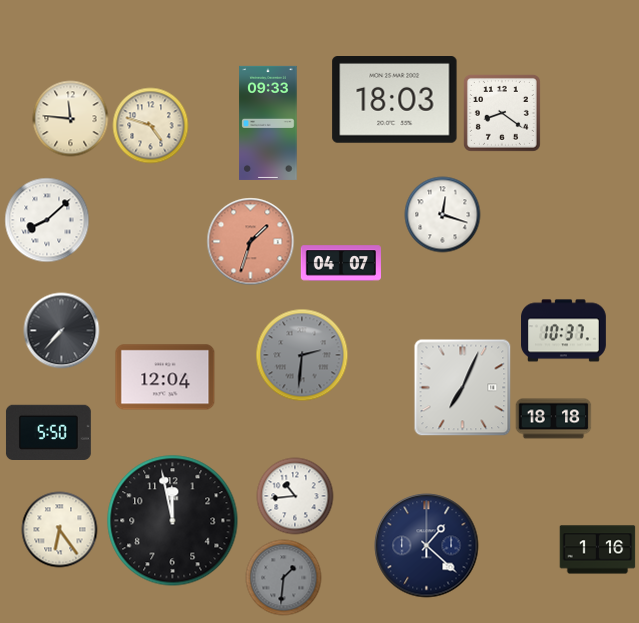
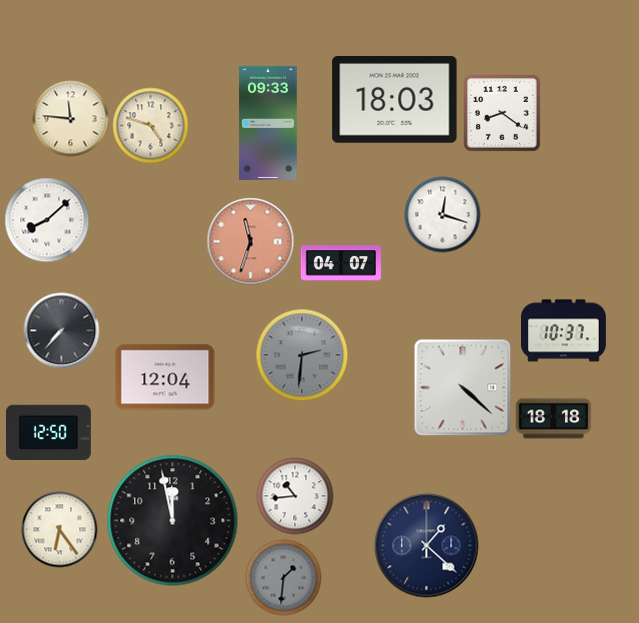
clock at (251, 242): 1:33 -> 11:33
clock at (463, 388): 7:04 -> 4:22
clock at (48, 432): 5:50 -> 12:50
clock at (598, 550): 1:16 -> none
